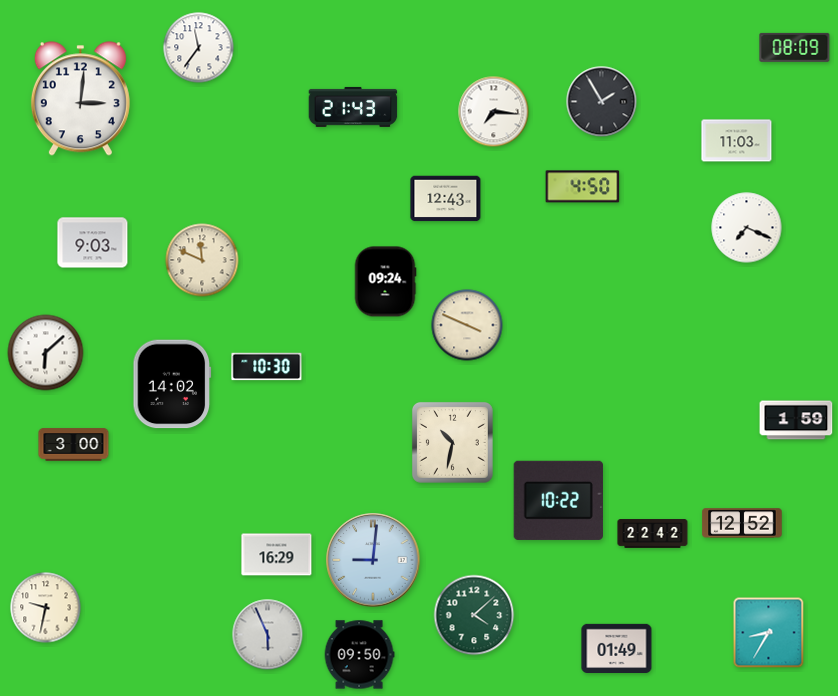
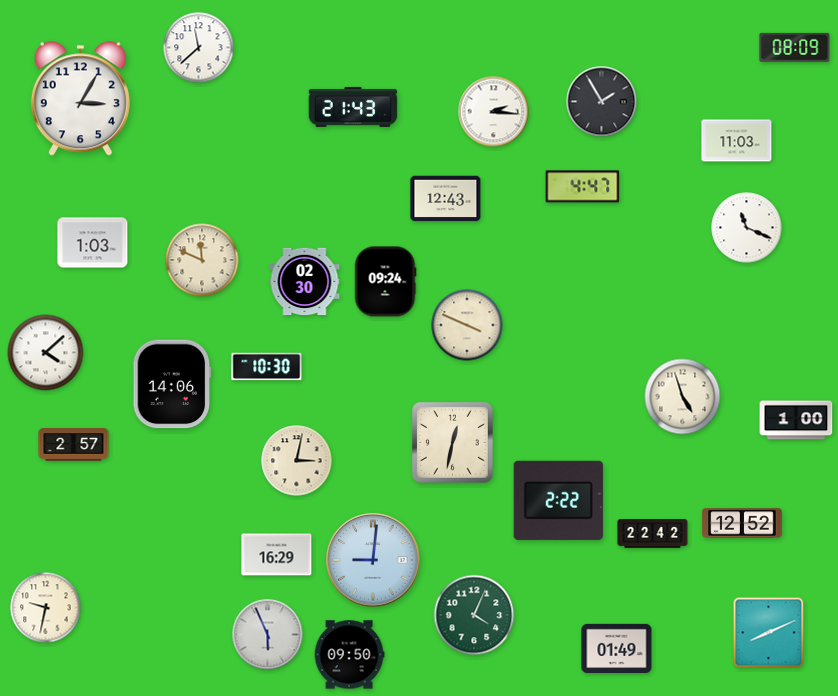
clock at (199, 48): 11:36 -> 11:38
clock at (80, 99): 3:01 -> 3:05
clock at (494, 112): 7:16 -> 2:16
clock at (583, 187): 4:50 -> 4:47
clock at (747, 228): 7:19 -> 11:19
clock at (93, 243): 9:03 -> 1:03
clock at (305, 282): none -> 02:30
clock at (46, 353): 6:08 -> 4:08
clock at (172, 384): 14:02 -> 14:06
clock at (683, 397): none -> 4:57
clock at (796, 420): 1:59 -> 1:00
clock at (452, 442): 10:32 -> 12:32
clock at (74, 445): 3:00 -> 2:57
clock at (297, 461): none -> 3:02
clock at (558, 500): 10:22 -> 2:22
clock at (474, 615): 4:08 -> 4:04
clock at (769, 633): 8:35 -> 8:11
clock at (359, 655) position: (359, 655) -> (349, 655)
